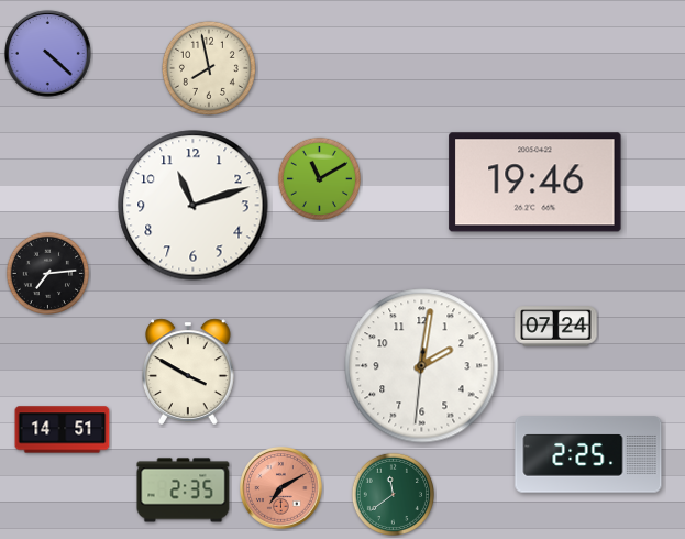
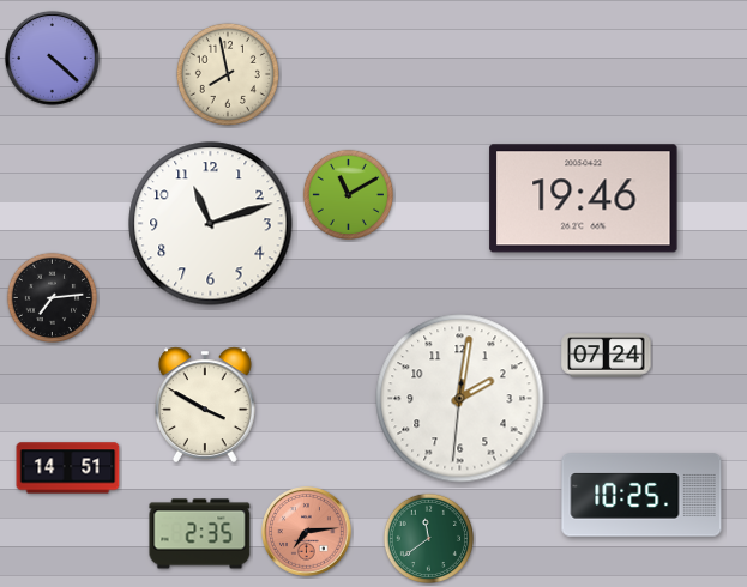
clock at (588, 454): 2:25 -> 10:25
clock at (281, 488): 7:10 -> 7:14
